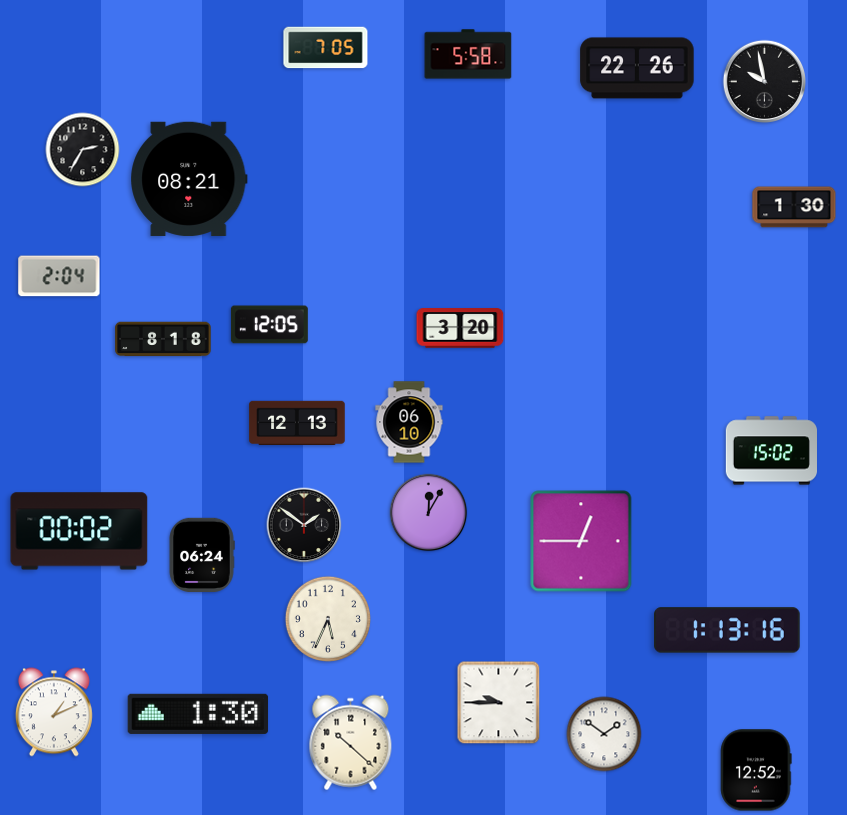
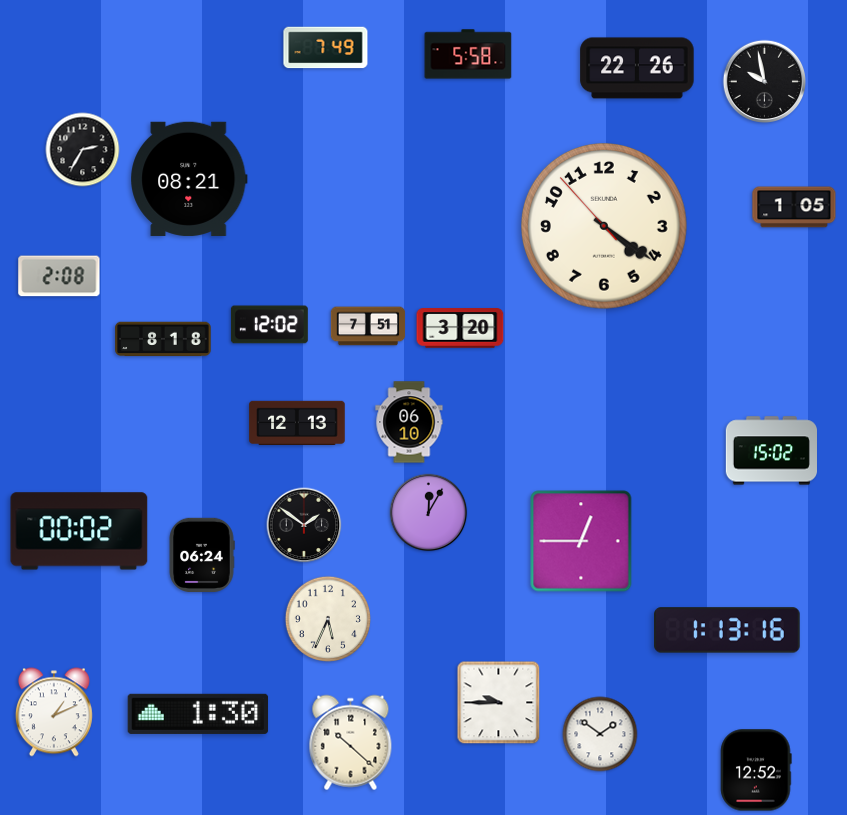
clock at (326, 48): 7:05 -> 7:49
clock at (794, 207): 1:30 -> 1:05
clock at (605, 227): none -> 4:20
clock at (59, 276): 2:04 -> 2:08
clock at (269, 325): 12:05 -> 12:02
clock at (368, 326): none -> 7:51
clock at (604, 734) position: (604, 734) -> (600, 734)
